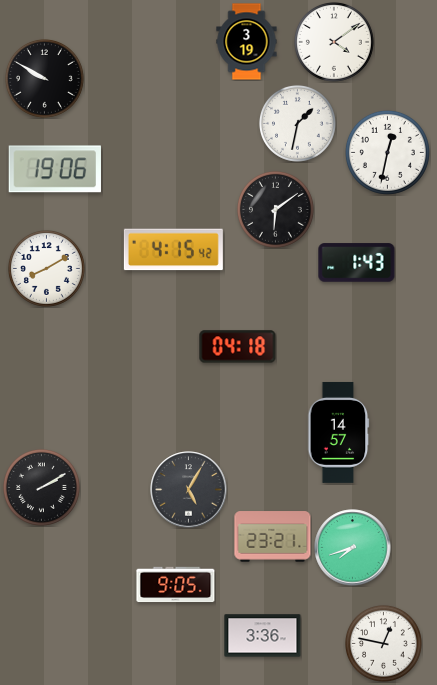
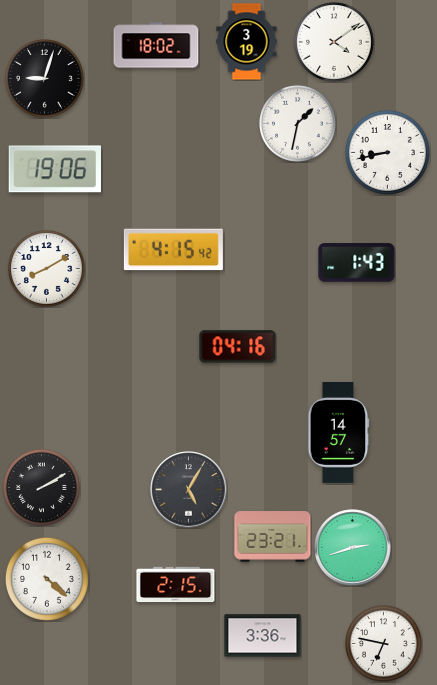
clock at (156, 45): none -> 18:02
clock at (44, 78): 9:50 -> 9:03
clock at (387, 152): 12:32 -> 8:43
clock at (276, 210): 6:09 -> none
clock at (238, 347): 04:18 -> 04:16
clock at (353, 548): 7:42 -> 2:42
clock at (47, 579): none -> 4:22
clock at (176, 585): 9:05 -> 2:15
clock at (384, 644): 12:47 -> 6:47
